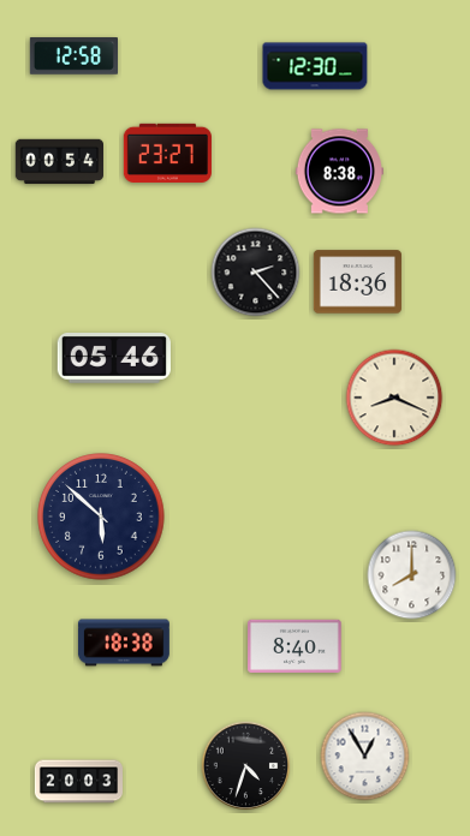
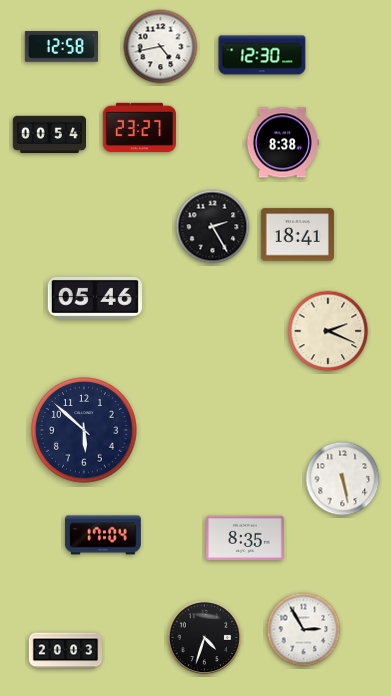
clock at (161, 47): none -> 4:43
clock at (256, 273): 2:23 -> 2:25
clock at (357, 282): 18:36 -> 18:41
clock at (394, 398): 8:19 -> 2:19
clock at (412, 575): 8:00 -> 5:28
clock at (124, 643): 18:38 -> 17:04
clock at (295, 646): 8:40 -> 8:35
clock at (365, 757): 12:55 -> 2:55
